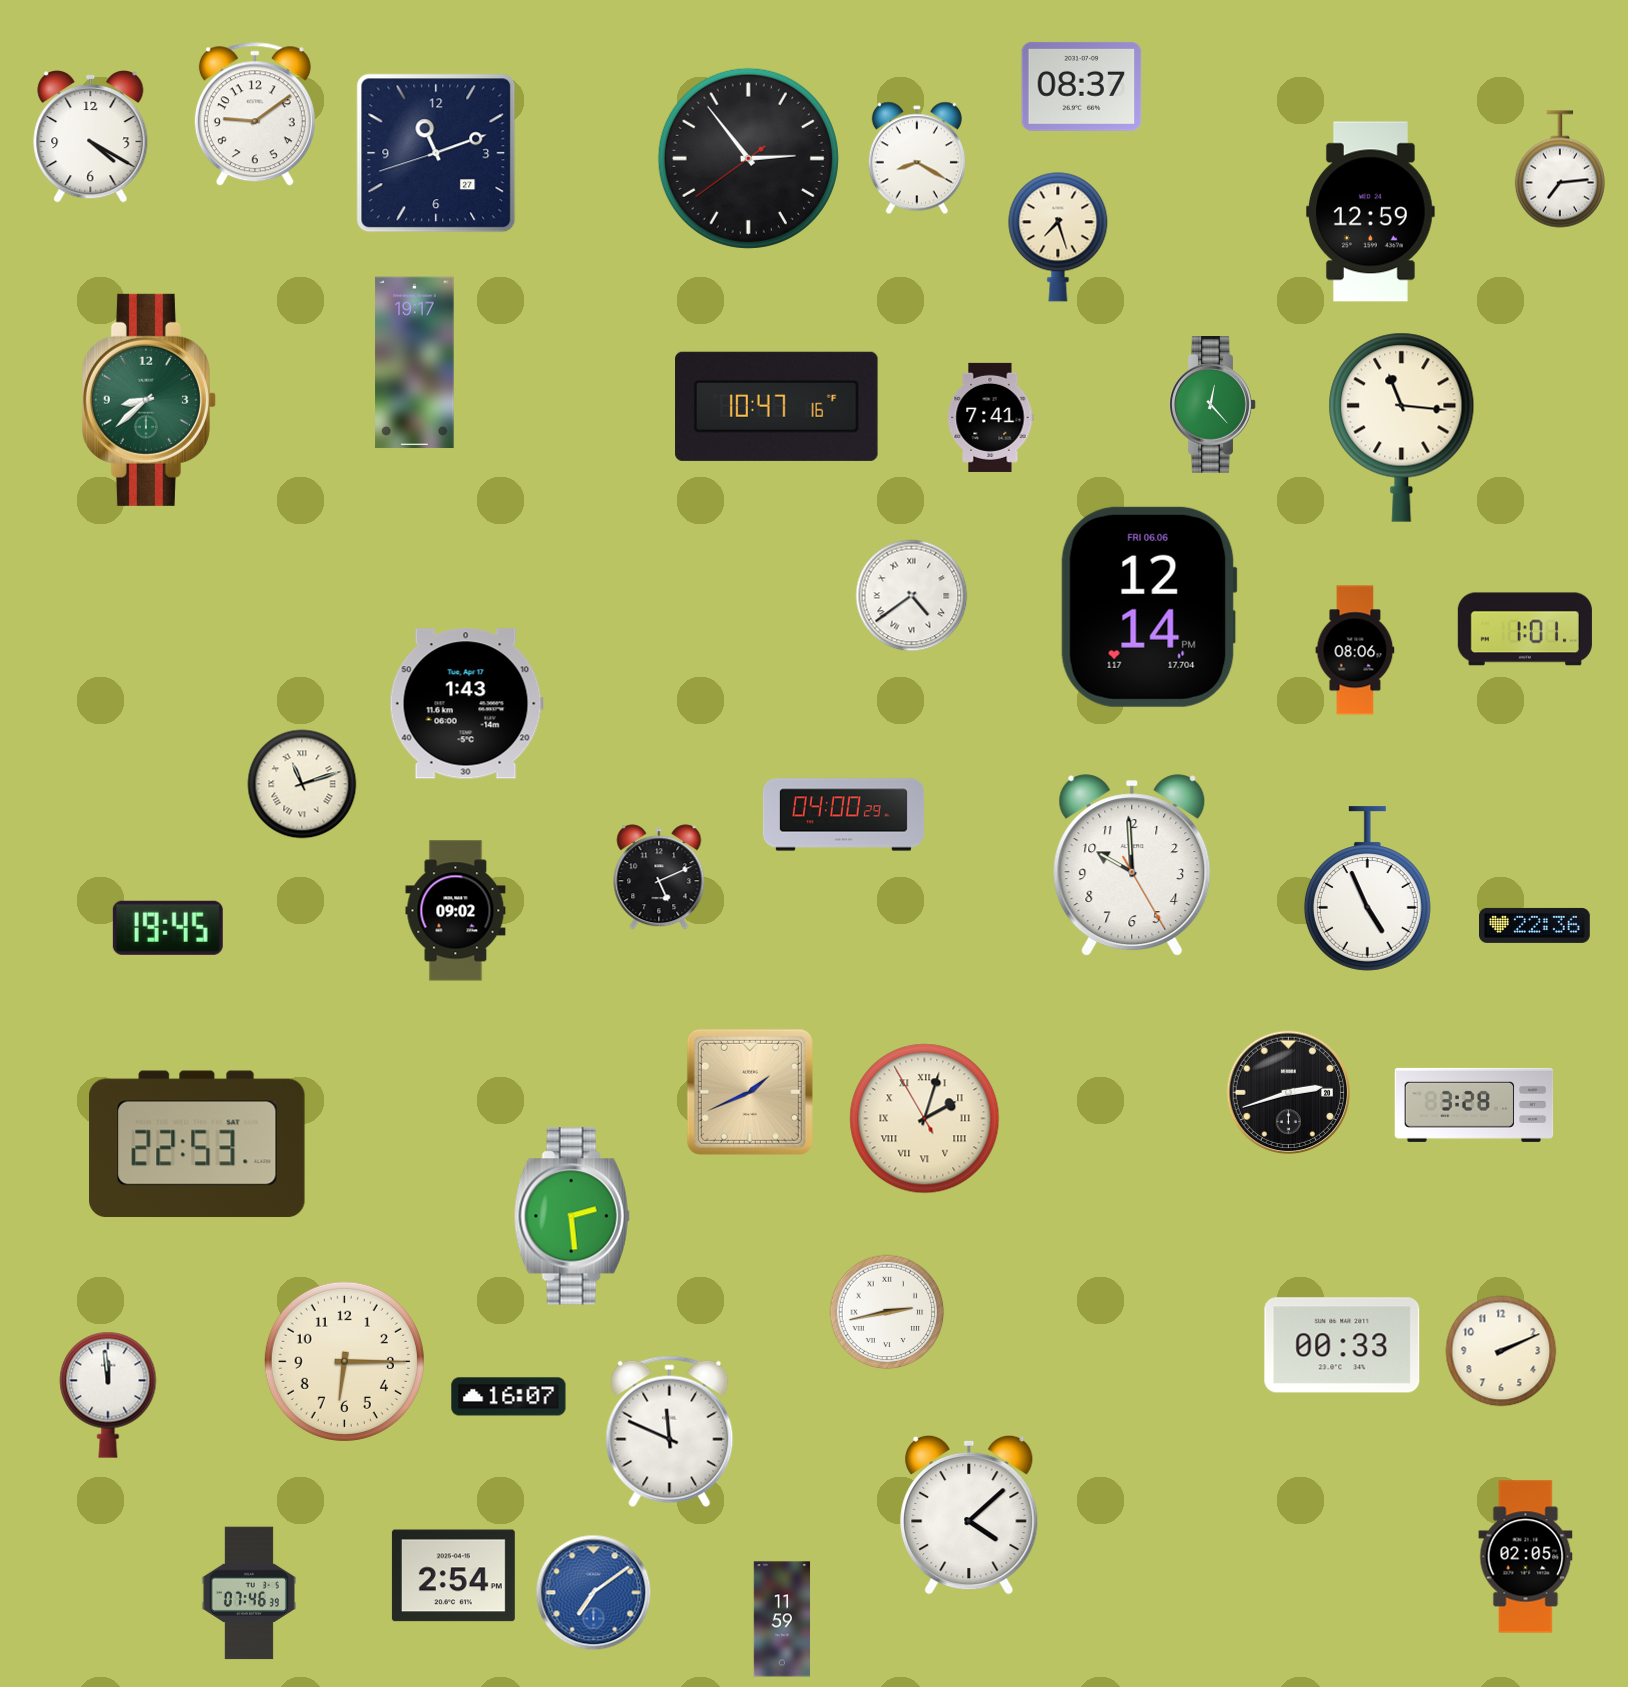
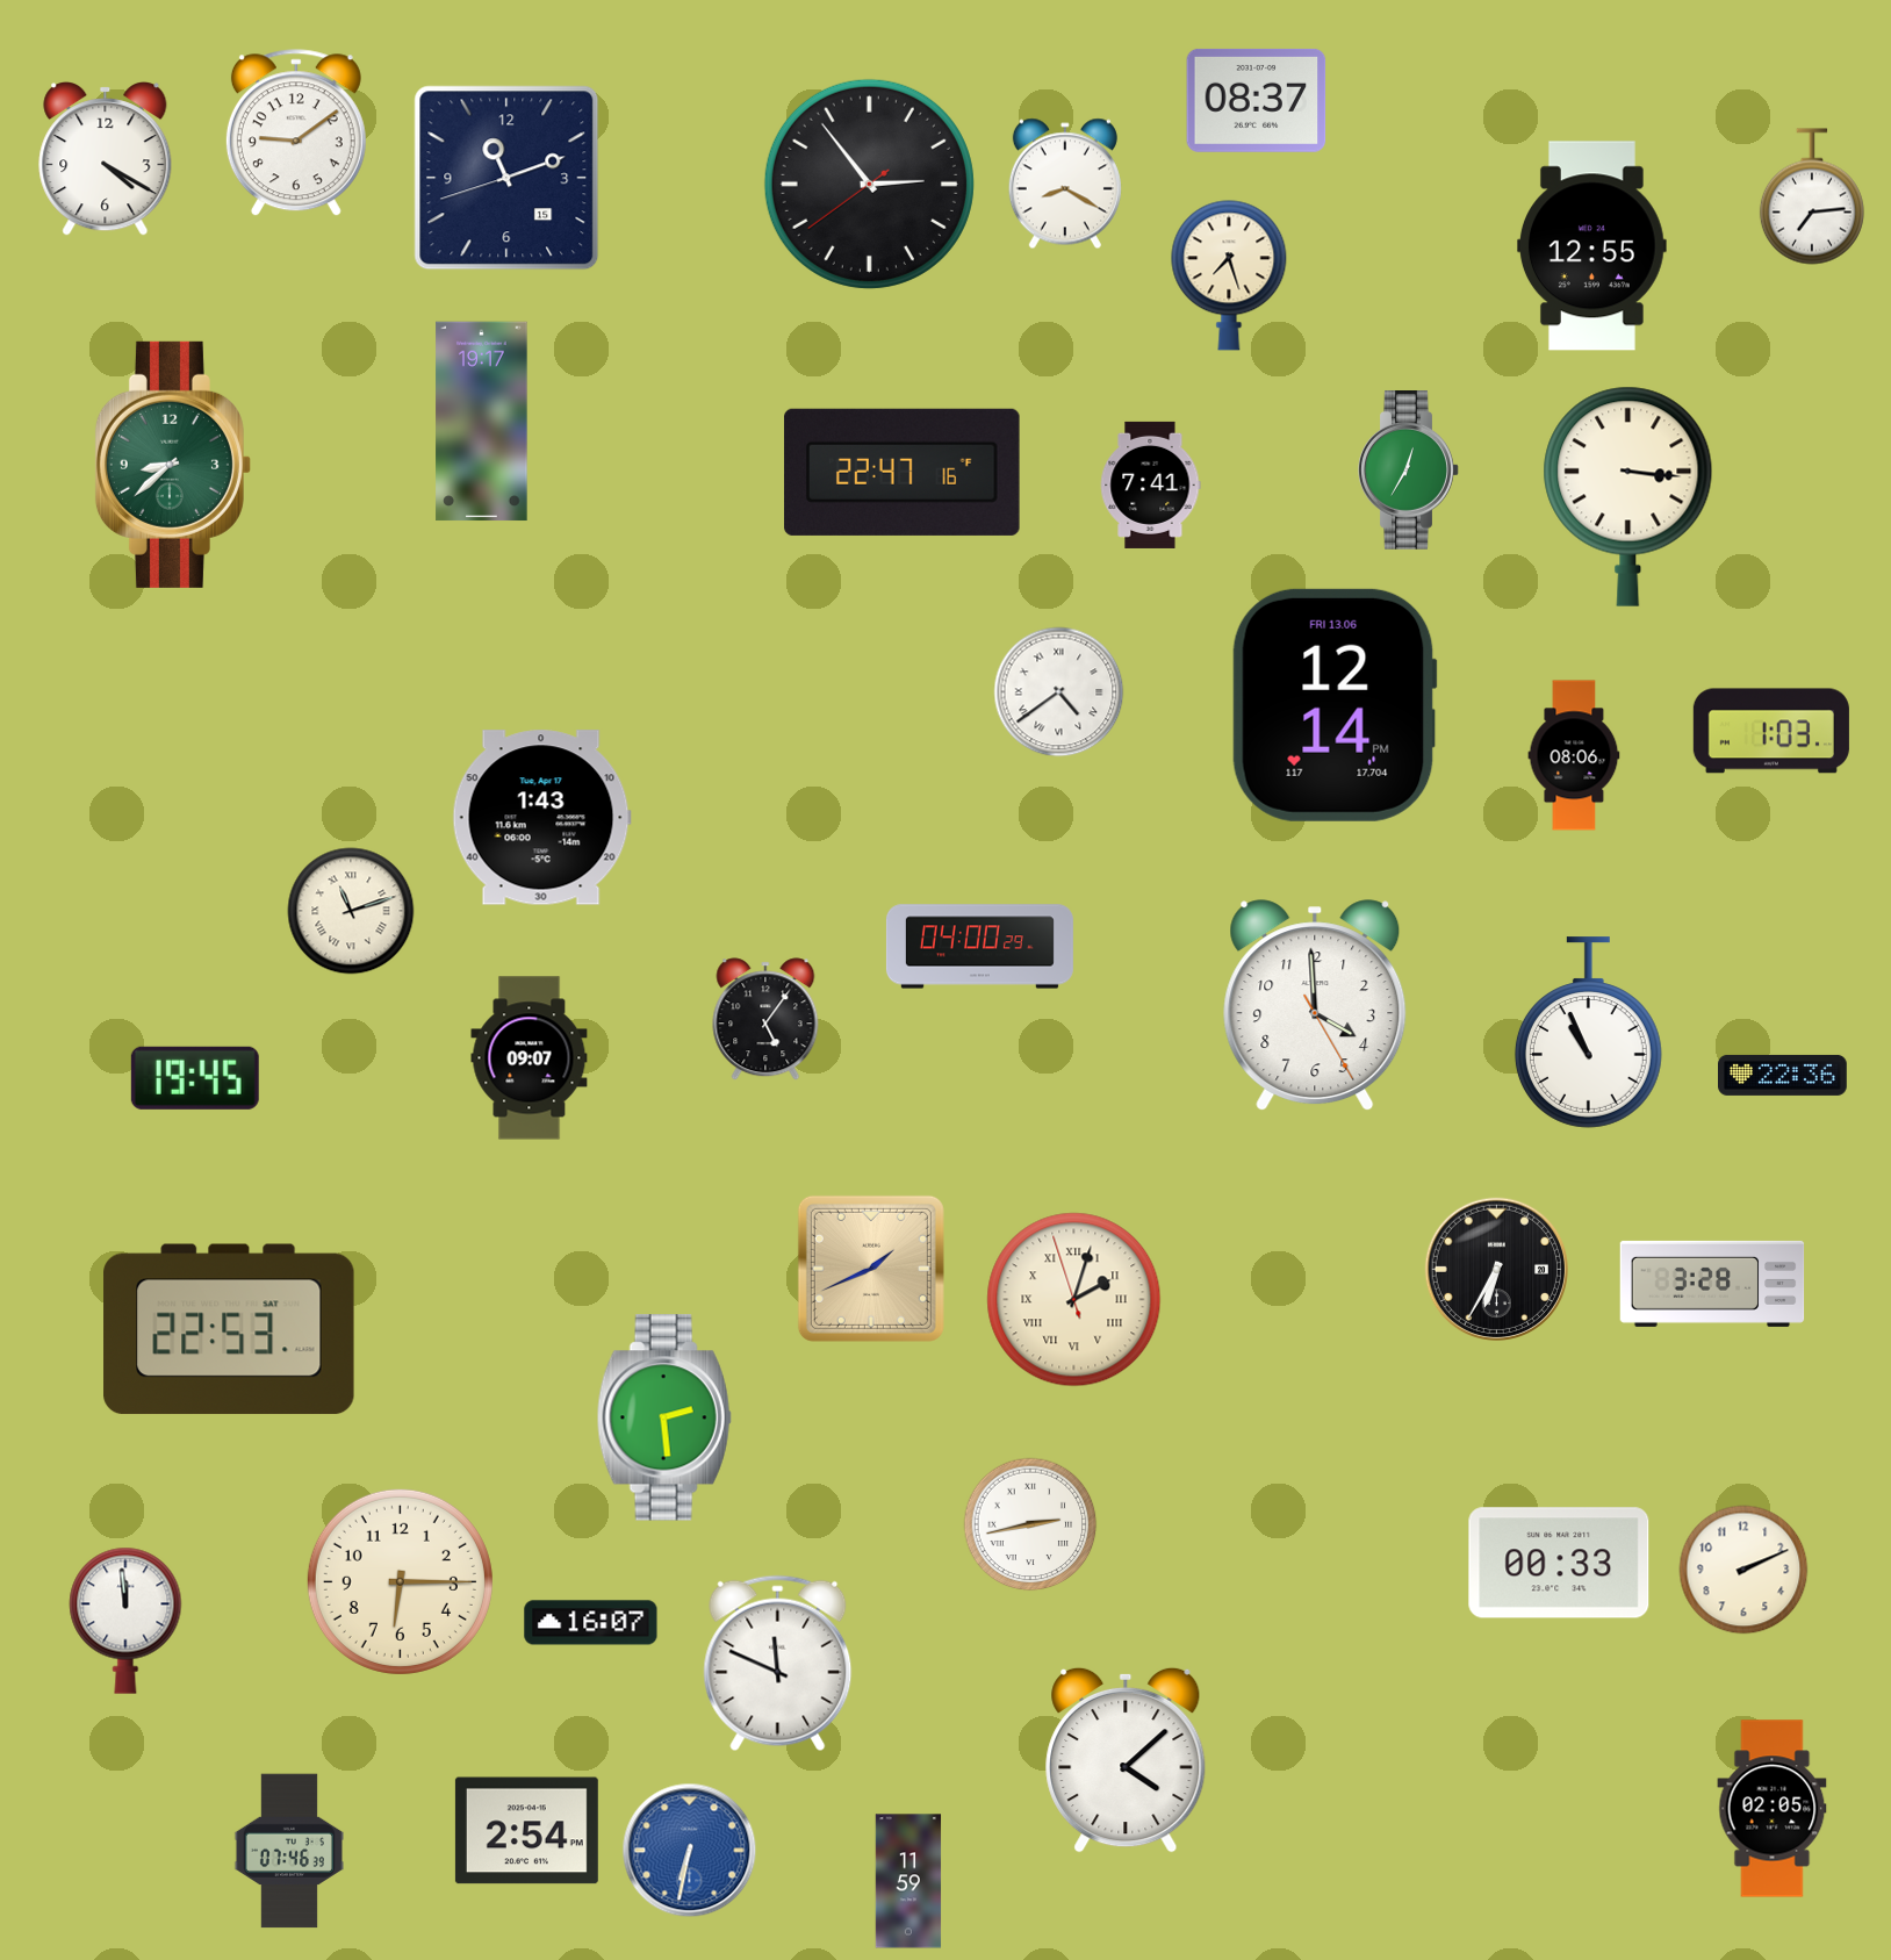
clock at (436, 153) date: 27 -> 15
clock at (1371, 212): 12:59 -> 12:55
clock at (1213, 405): 12:23 -> 12:35
clock at (777, 406): 10:47 -> 22:47
clock at (1402, 427): 11:16 -> 3:16
clock at (1149, 607) date: FRI 06.06 -> FRI 13.06
clock at (1525, 629): 1:01 -> 1:03
clock at (1132, 866): 9:59 -> 3:59
clock at (659, 877): 5:11 -> 5:06
clock at (1367, 889): 4:56 -> 10:56
clock at (456, 911): 09:02 -> 09:07
clock at (1288, 1092): 2:42 -> 6:35
clock at (925, 1119): 2:02:55 -> 2:02:57
clock at (572, 1216) position: (572, 1216) -> (664, 1417)
clock at (594, 1593): 7:09 -> 6:32
